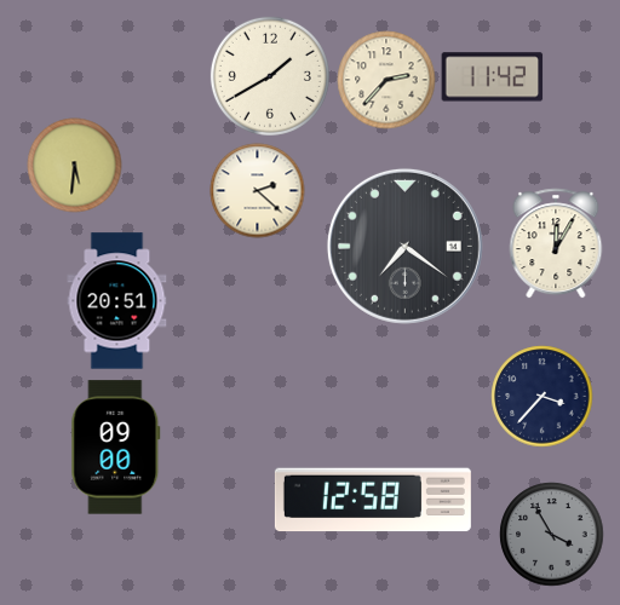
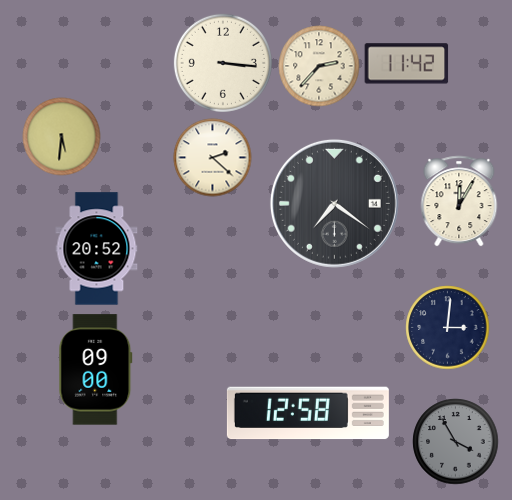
clock at (270, 76): 1:40 -> 3:16
clock at (117, 301): 20:51 -> 20:52
clock at (541, 396): 3:37 -> 3:01
